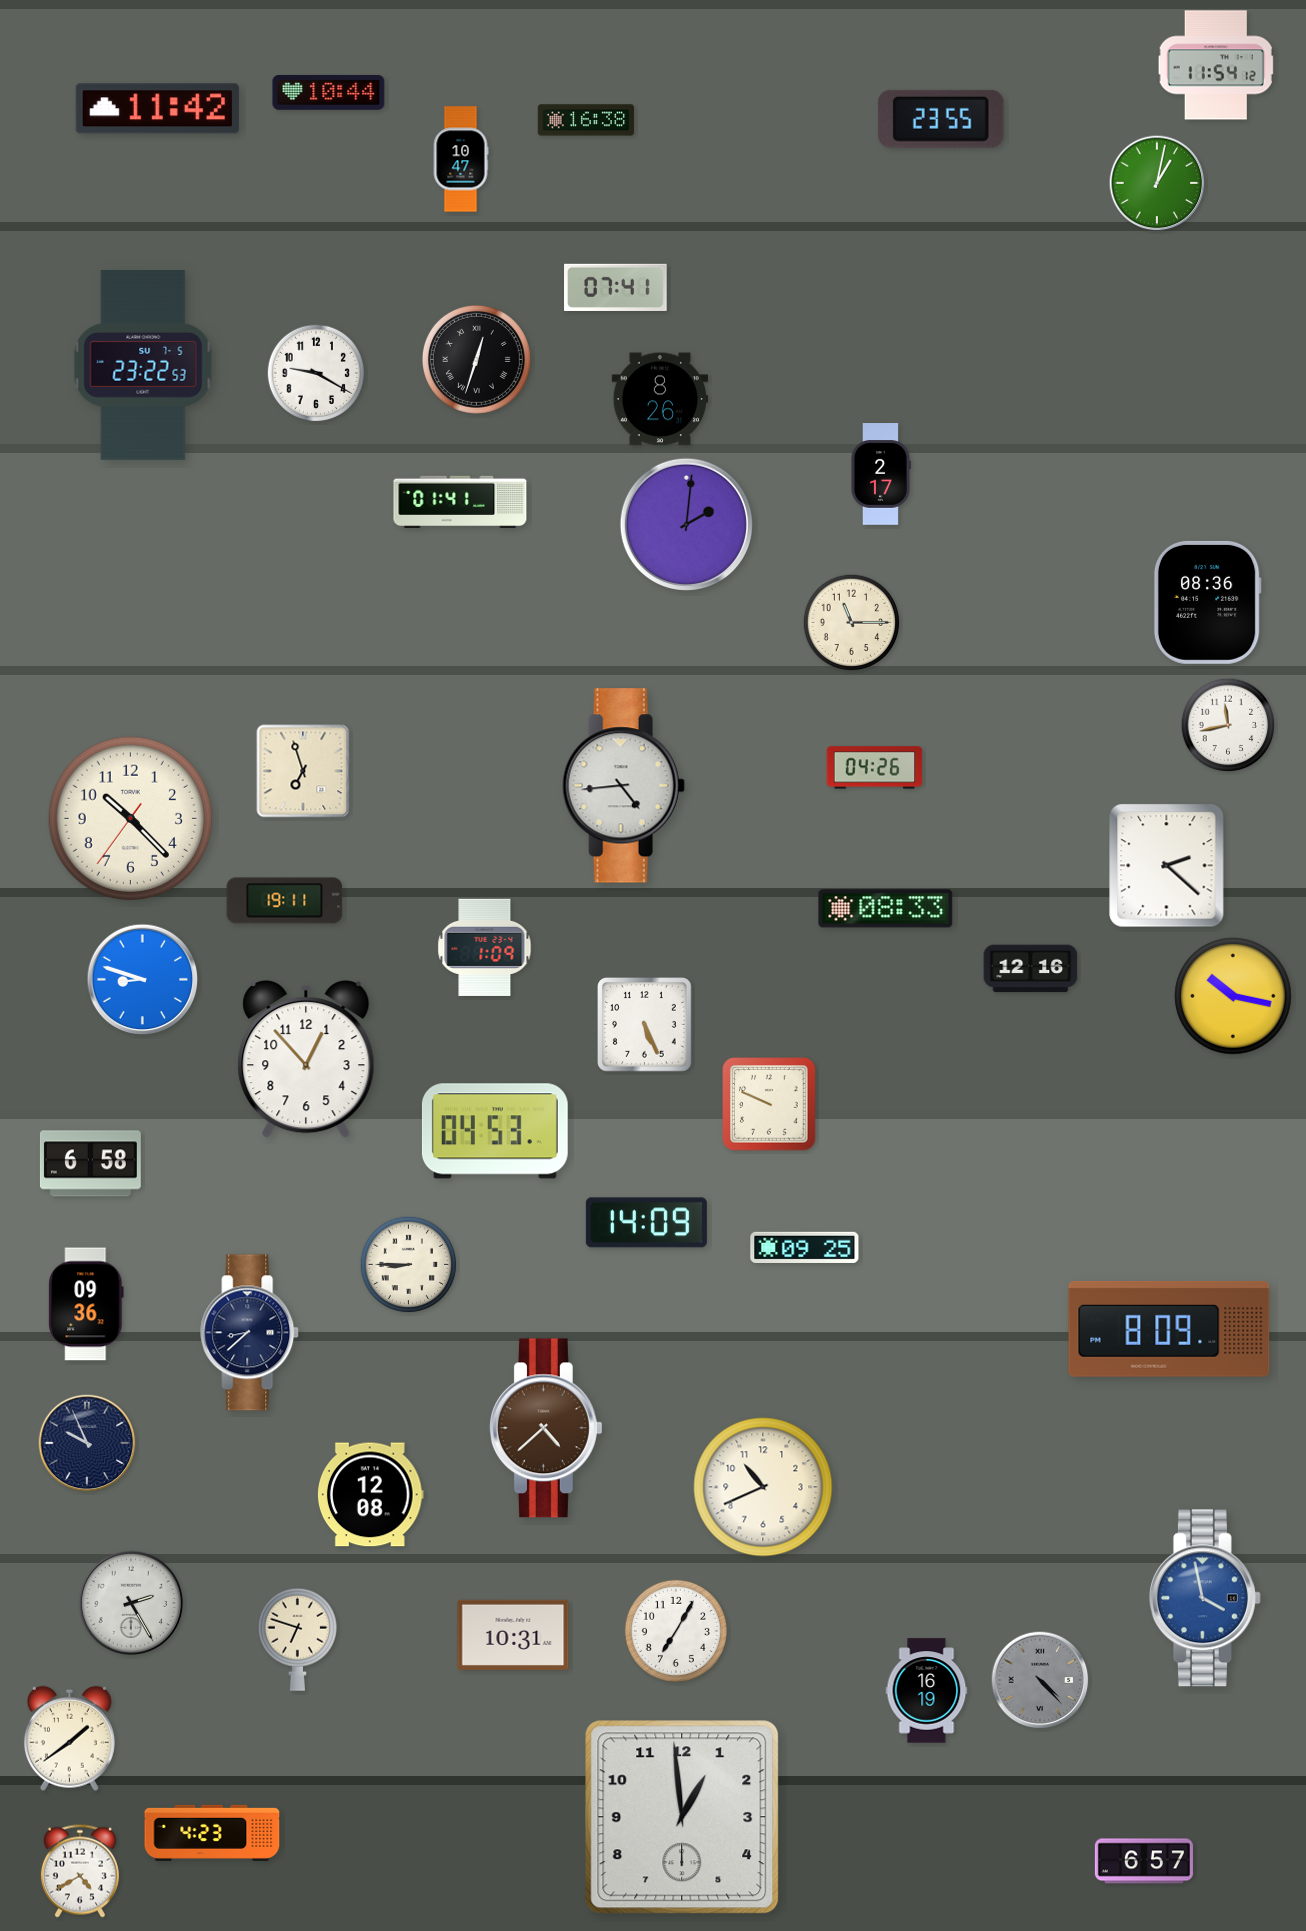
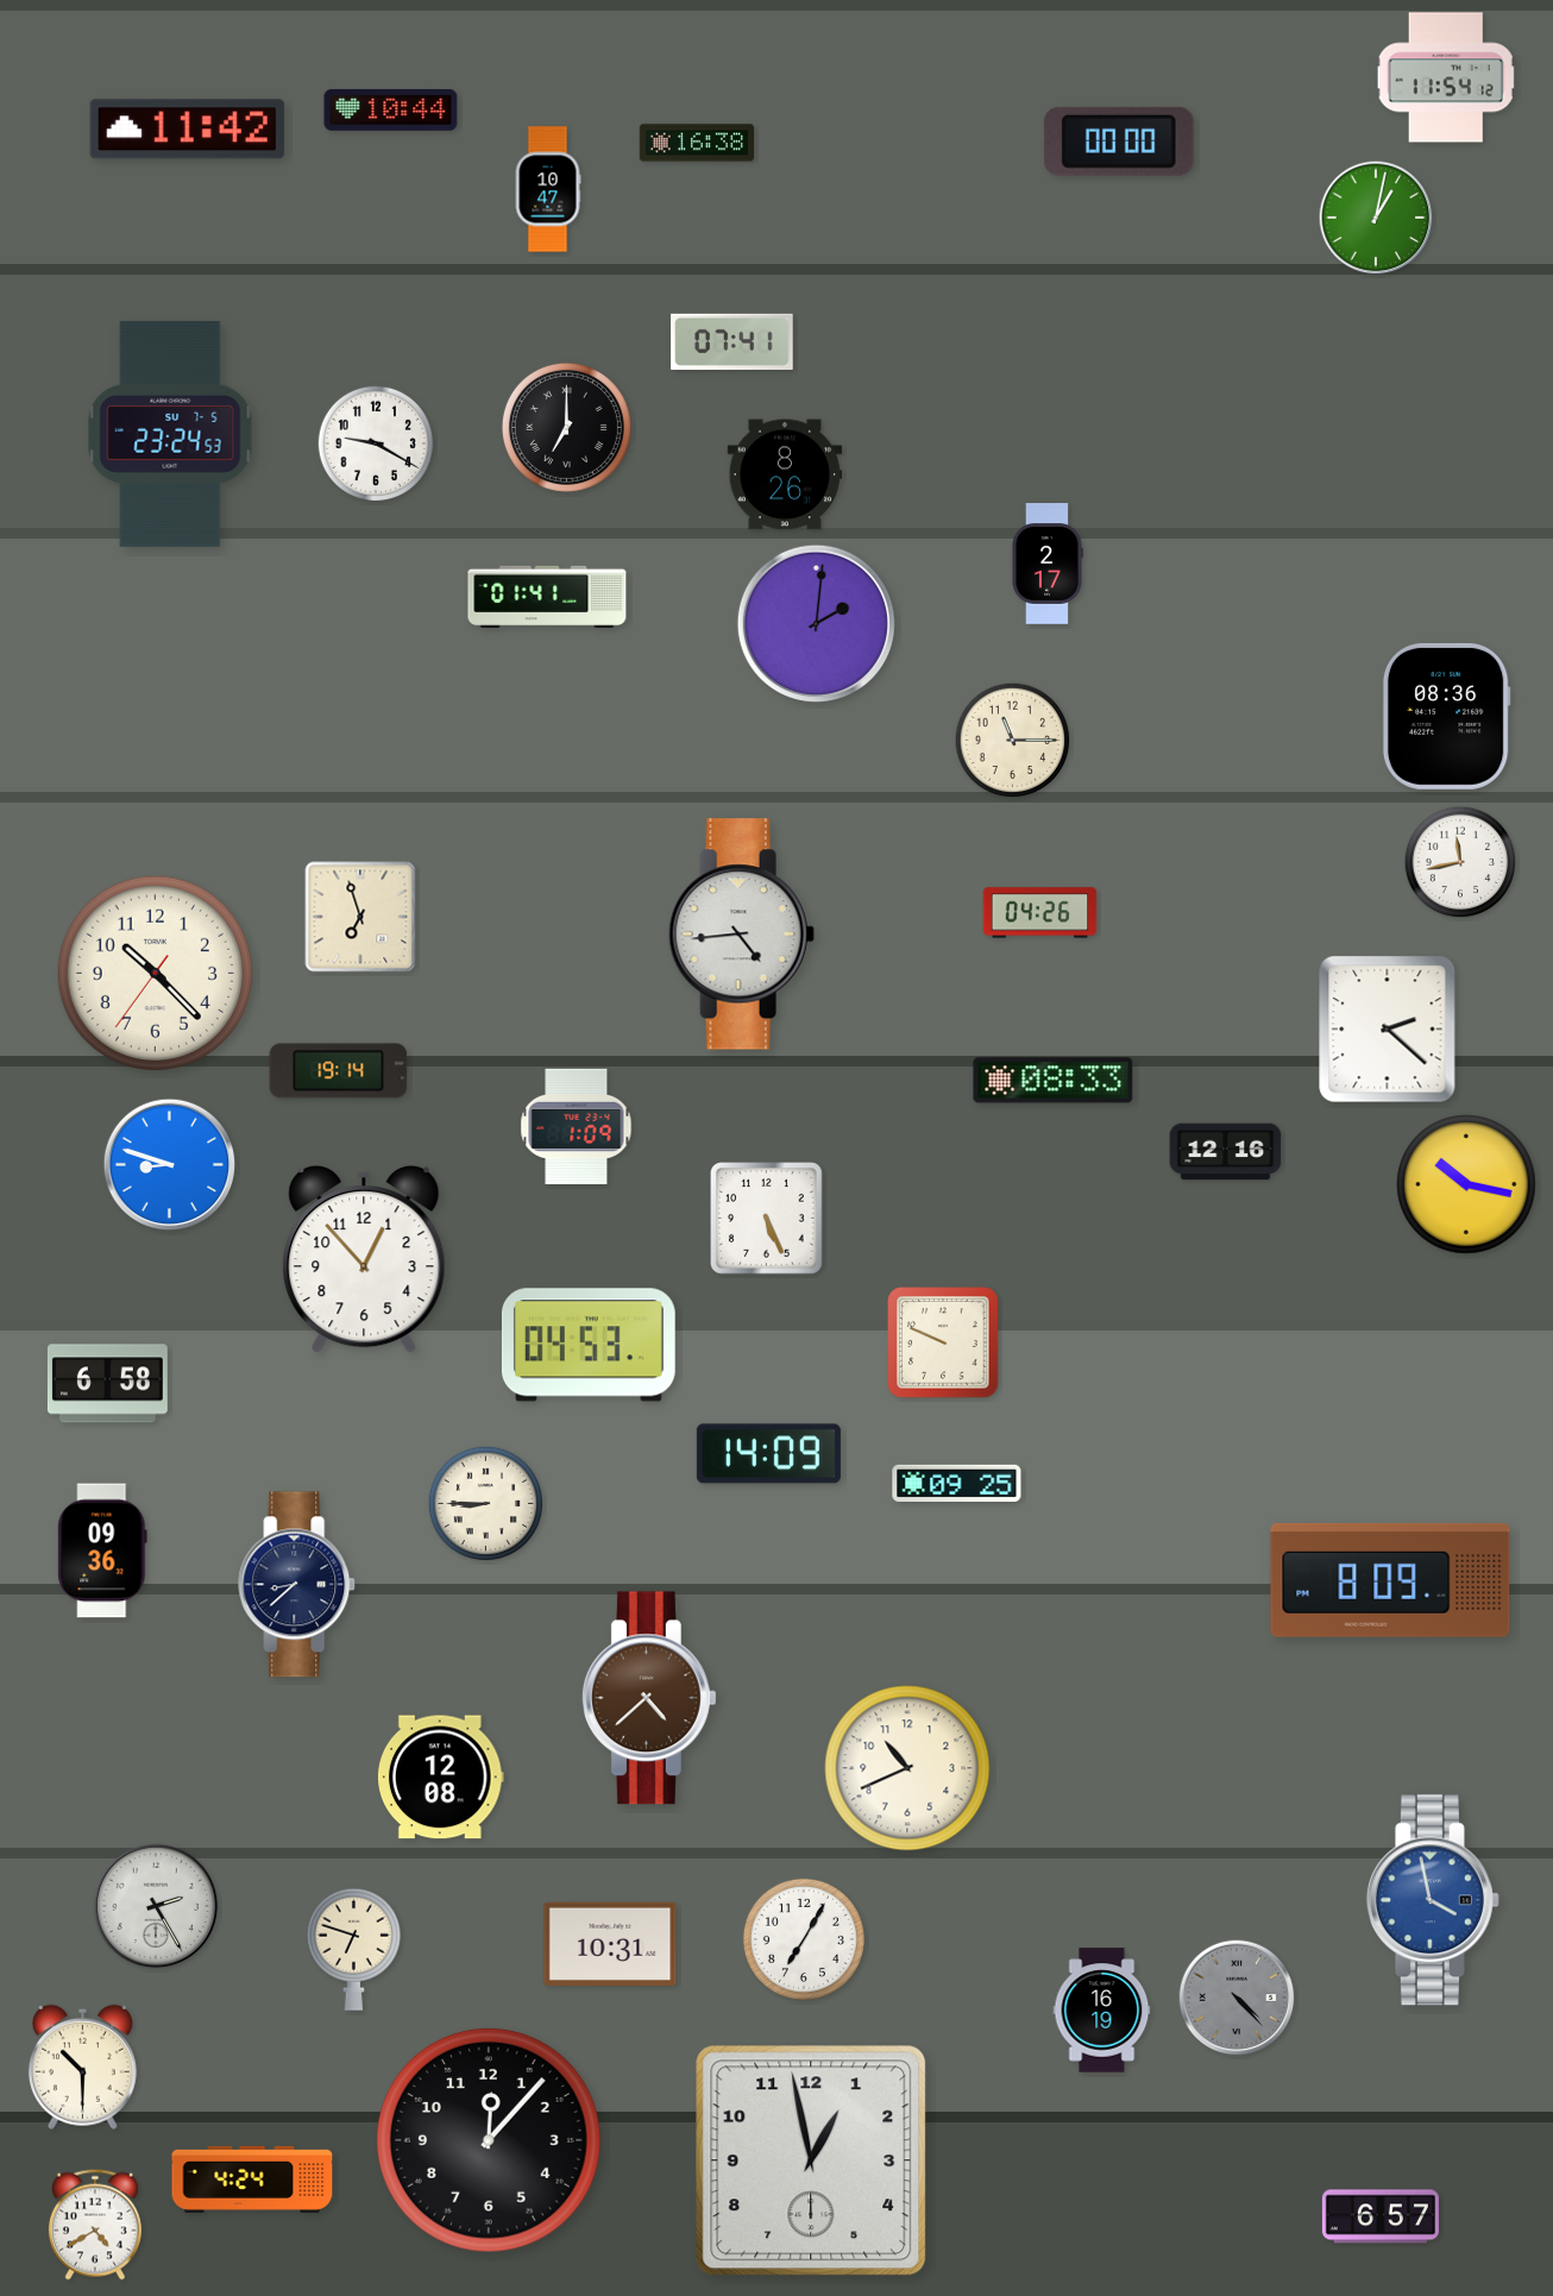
clock at (941, 119): 23:55 -> 00:00
clock at (476, 359): 12:33 -> 7:00
clock at (143, 365): 23:22 -> 23:24
clock at (1207, 602) position: (1207, 602) -> (1446, 716)
clock at (285, 901): 19:11 -> 19:14
clock at (769, 1104) position: (769, 1104) -> (943, 1342)
clock at (87, 1443): 9:56 -> none
clock at (69, 1738): 1:39 -> 10:30
clock at (489, 2140): none -> 12:07
clock at (682, 1817): 12:59 -> 12:58
clock at (212, 1833): 4:23 -> 4:24
clock at (1144, 1861) position: (1144, 1861) -> (1381, 2216)
